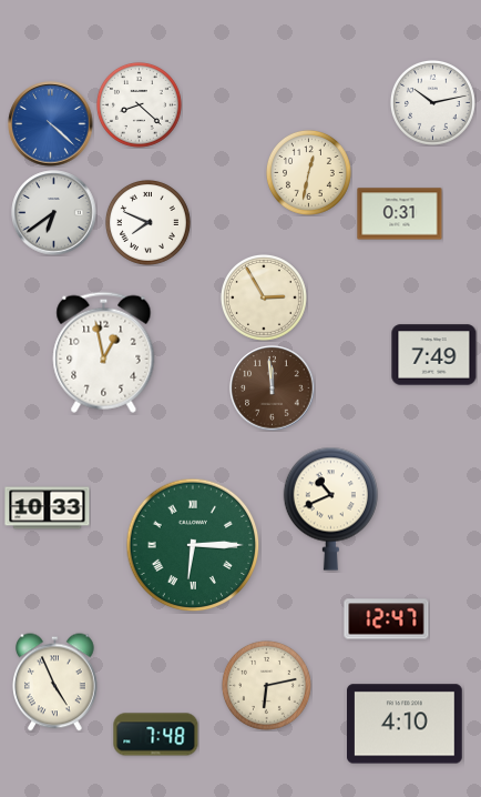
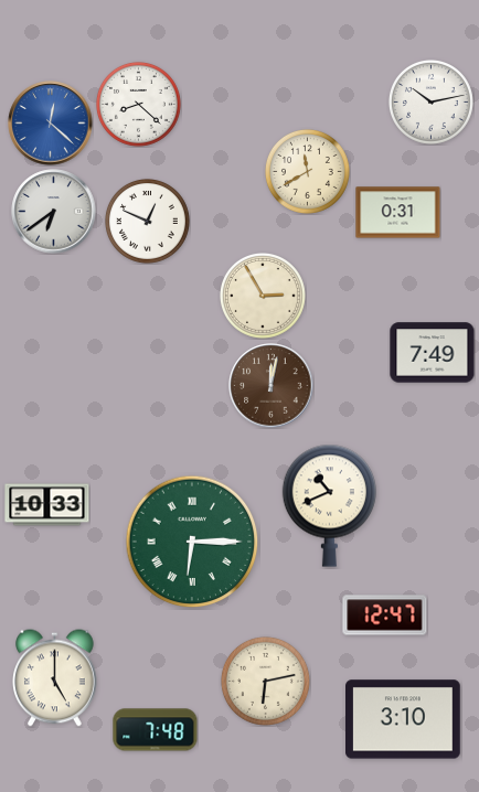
clock at (51, 124): 4:22 -> 12:22
clock at (308, 172): 12:32 -> 11:40
clock at (147, 222): 7:49 -> 12:49
clock at (104, 352): 12:58 -> none
clock at (273, 389): 11:59 -> 12:02
clock at (55, 683): 4:56 -> 5:00
clock at (406, 724): 4:10 -> 3:10
